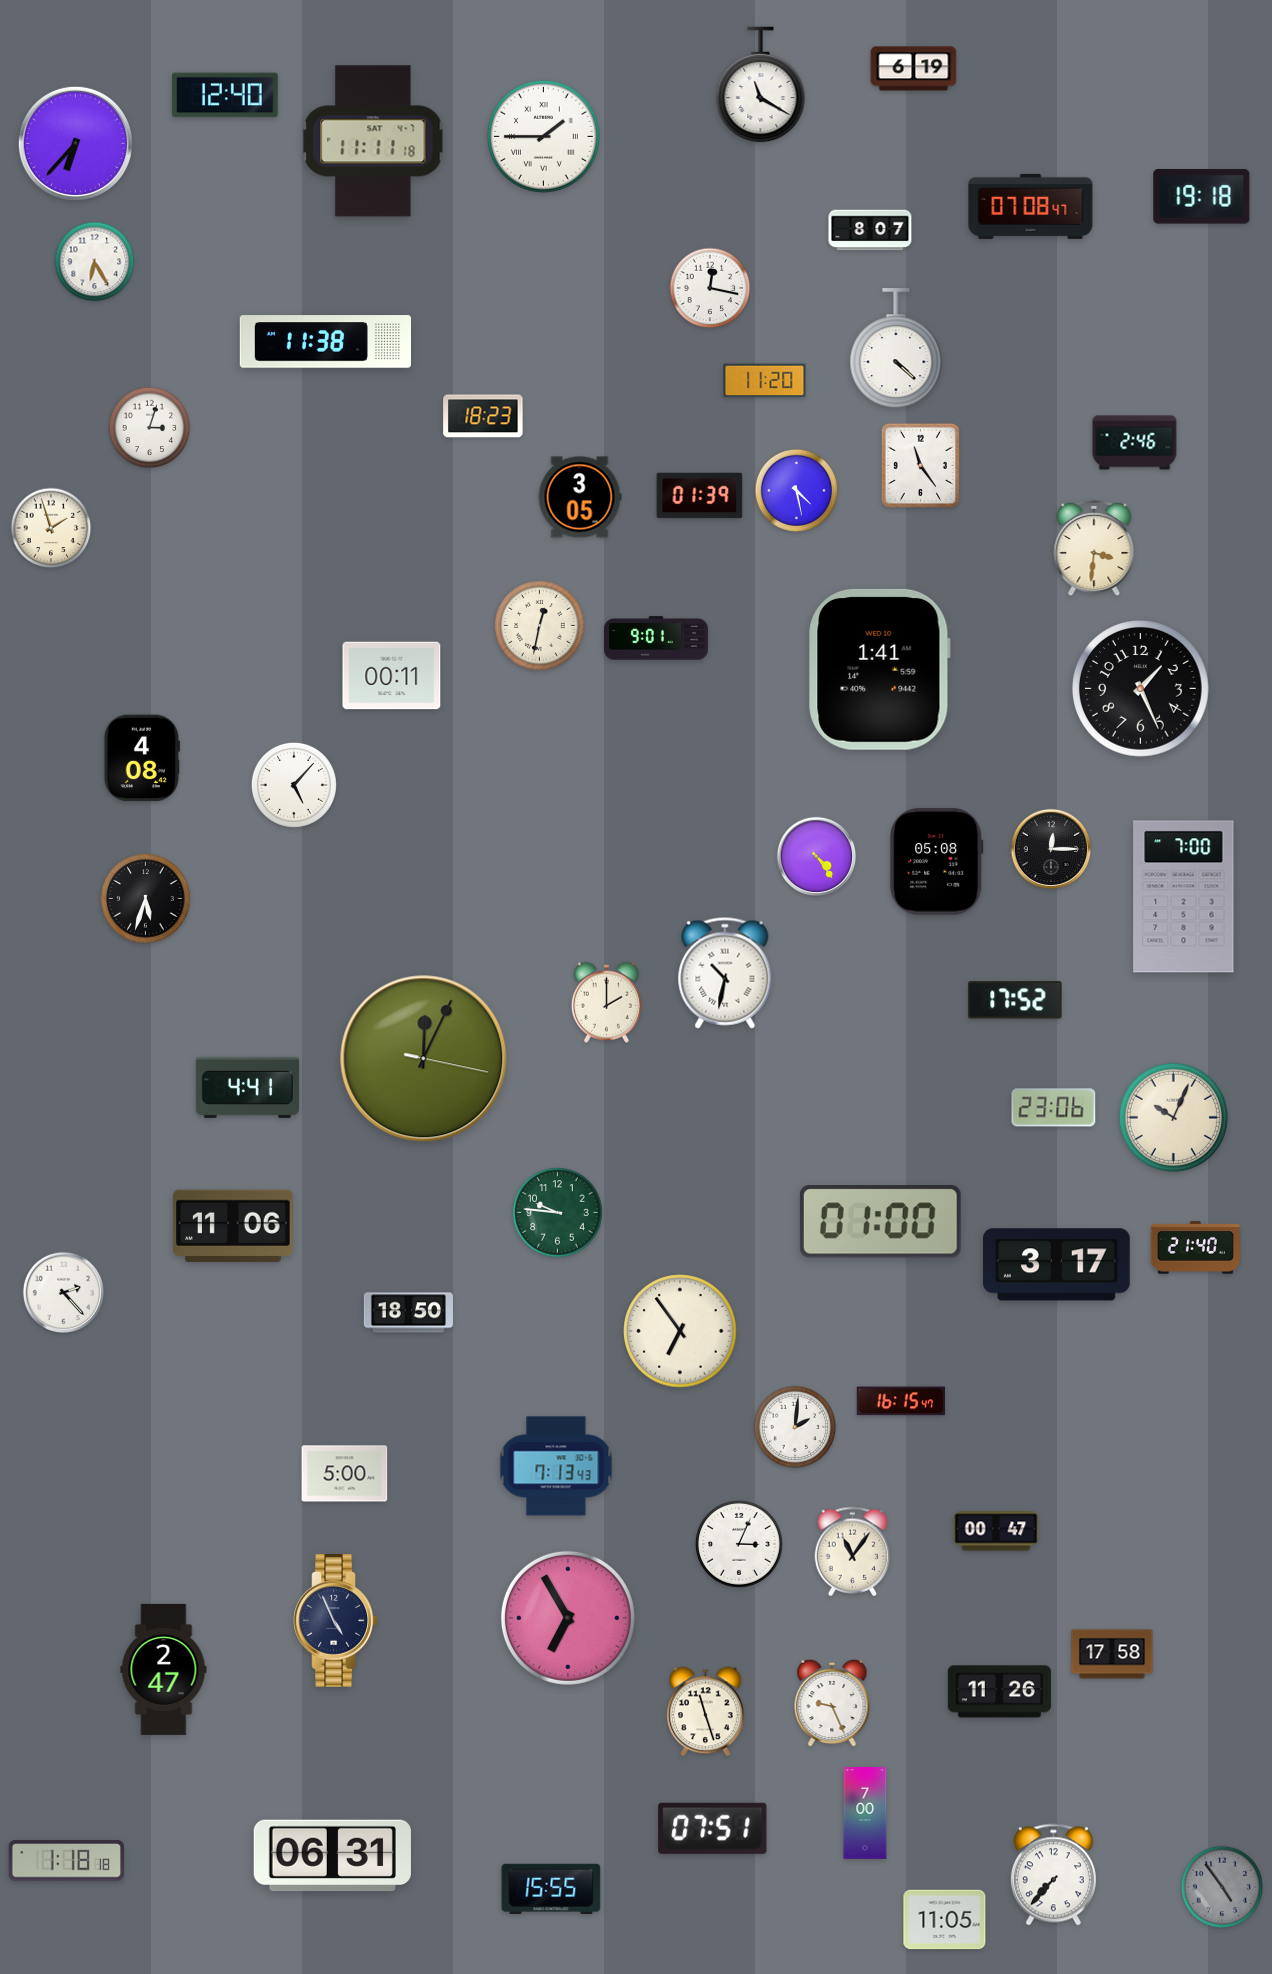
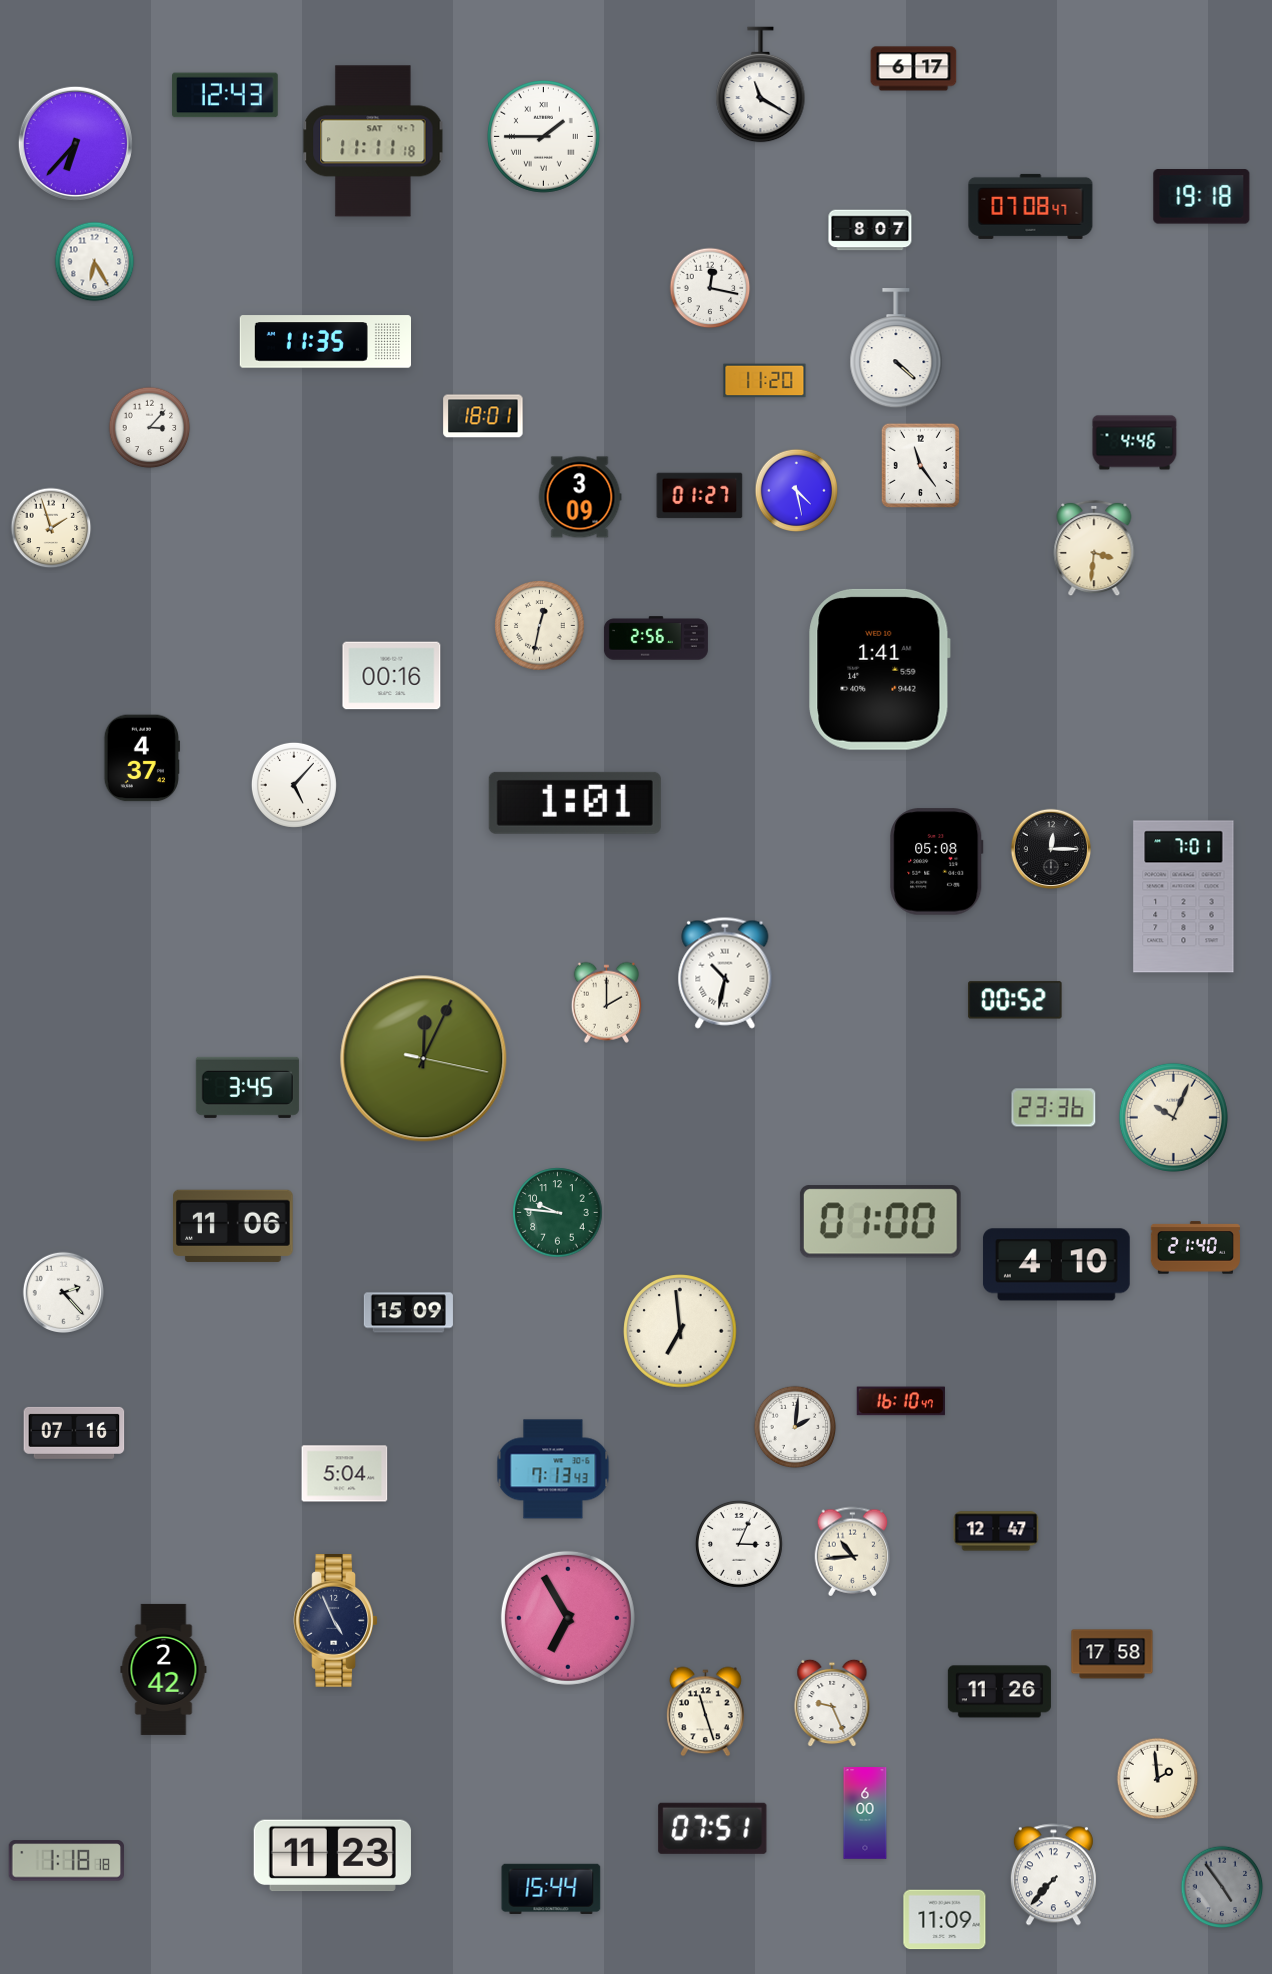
clock at (914, 69): 6:19 -> 6:17
clock at (225, 95): 12:40 -> 12:43
clock at (325, 342): 11:38 -> 11:35
clock at (483, 416): 18:23 -> 18:01
clock at (150, 428): 3:03 -> 3:07
clock at (1135, 443): 2:46 -> 4:46
clock at (700, 496): 01:39 -> 01:27
clock at (580, 497): 3:05 -> 3:09
clock at (656, 638): 9:01 -> 2:56
clock at (392, 676): 00:11 -> 00:16
clock at (1140, 689): 1:26 -> none
clock at (142, 758): 4:08 -> 4:37
clock at (575, 803): none -> 1:01
clock at (817, 857): 4:24 -> none
clock at (1184, 897): 7:00 -> 7:01
clock at (146, 899): 5:33 -> none
clock at (1015, 1000): 17:52 -> 00:52
clock at (247, 1087): 4:41 -> 3:45
clock at (1054, 1108): 23:06 -> 23:36
clock at (1056, 1265): 3:17 -> 4:10
clock at (408, 1313): 18:50 -> 15:09
clock at (680, 1331): 6:54 -> 6:59
clock at (901, 1401): 16:15 -> 16:10
clock at (74, 1433): none -> 07:16
clock at (556, 1466) position: (556, 1466) -> (553, 1469)
clock at (345, 1474): 5:00 -> 5:04
clock at (996, 1531): 00:47 -> 12:47
clock at (853, 1552): 11:06 -> 10:44
clock at (164, 1669): 2:47 -> 2:42
clock at (1158, 1779): none -> 1:59
clock at (865, 1813): 7:00 -> 6:00
clock at (332, 1856): 06:31 -> 11:23
clock at (551, 1889): 15:55 -> 15:44
clock at (945, 1920): 11:05 -> 11:09
